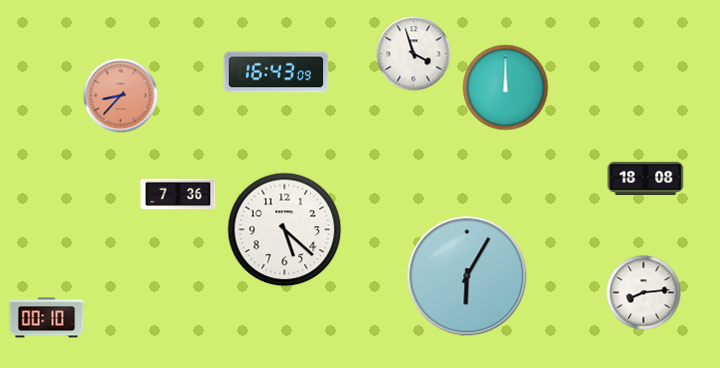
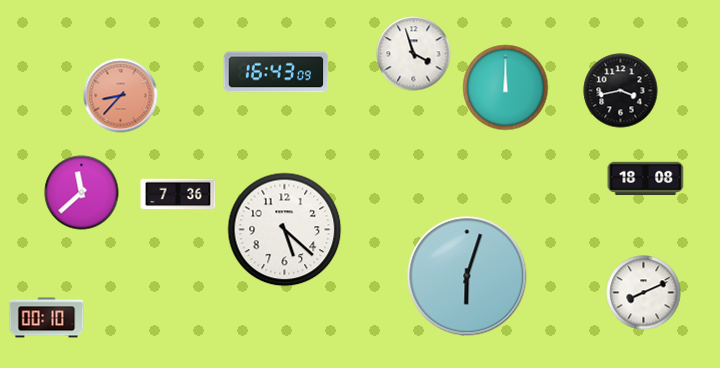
clock at (621, 91): none -> 3:43
clock at (82, 193): none -> 11:38
clock at (467, 276): 6:05 -> 6:03
clock at (644, 293): 8:14 -> 8:11
